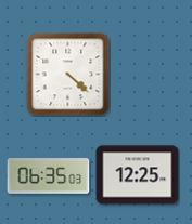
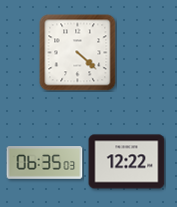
clock at (68, 75) position: (68, 75) -> (78, 53)
clock at (138, 175): 12:25 -> 12:22
